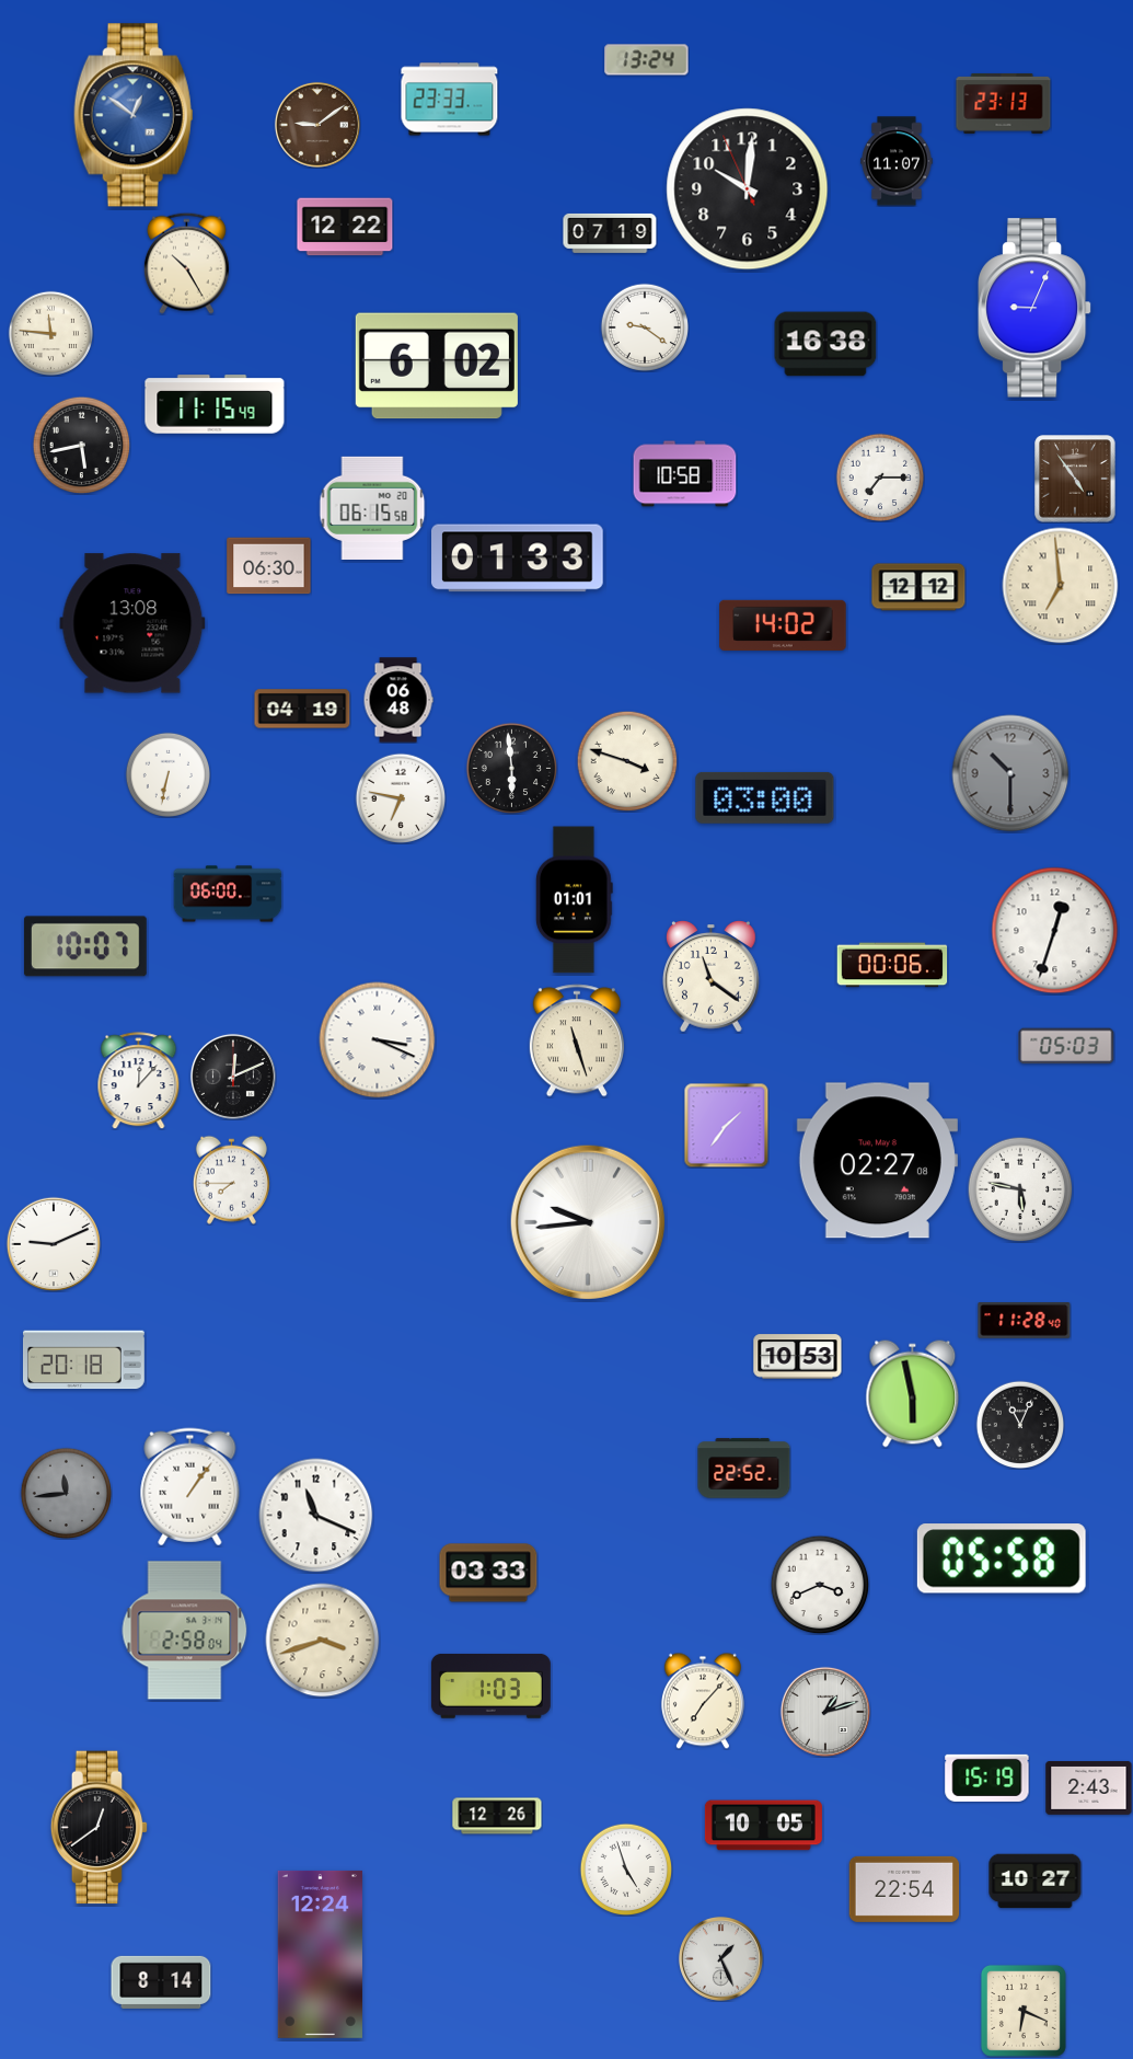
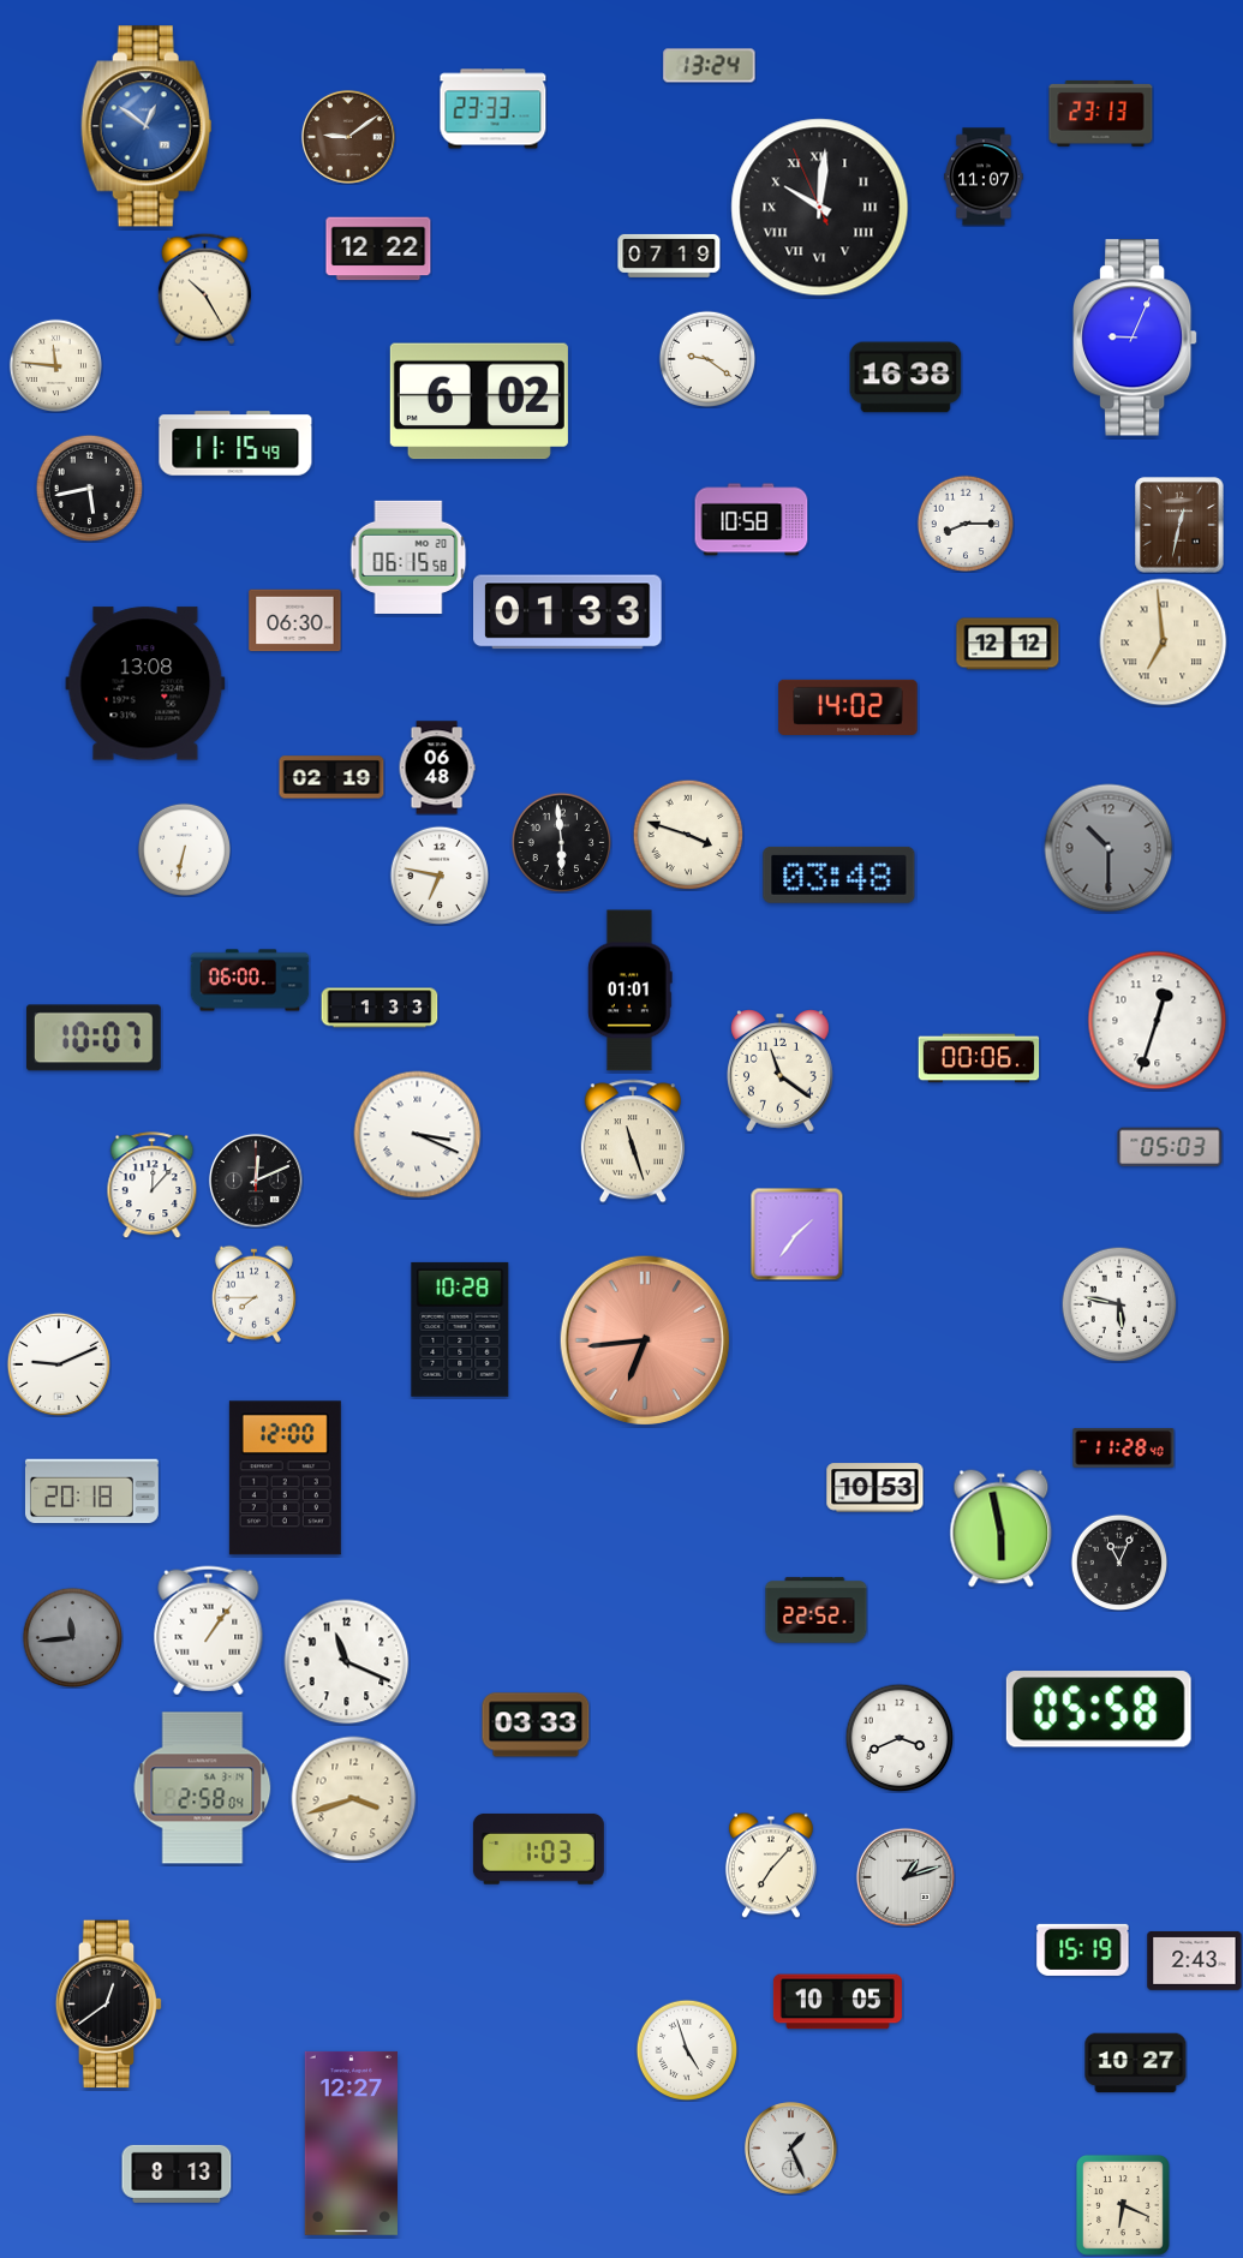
clock at (748, 189) numerals: Arabic -> Roman
clock at (880, 478): 7:15 -> 8:15
clock at (1075, 479): 4:54 -> 12:32
clock at (783, 625) position: (783, 625) -> (848, 707)
clock at (302, 709): 04:19 -> 02:19
clock at (765, 797): 03:00 -> 03:48
clock at (574, 900) position: (574, 900) -> (629, 991)
clock at (380, 1008): none -> 1:33
clock at (378, 1040) position: (378, 1040) -> (418, 1135)
clock at (877, 1161): 02:27 -> none
clock at (460, 1330): none -> 10:28
clock at (587, 1221): 9:44 -> 6:44
clock at (587, 1221) dial: white -> salmon
clock at (285, 1479): none -> 12:00
clock at (497, 1816): 12:26 -> none
clock at (904, 1889): 22:54 -> none
clock at (320, 1954): 12:24 -> 12:27
clock at (161, 1982): 8:14 -> 8:13
